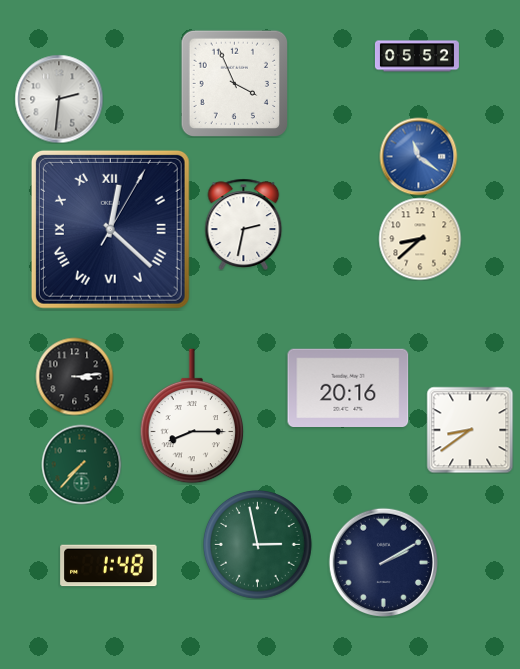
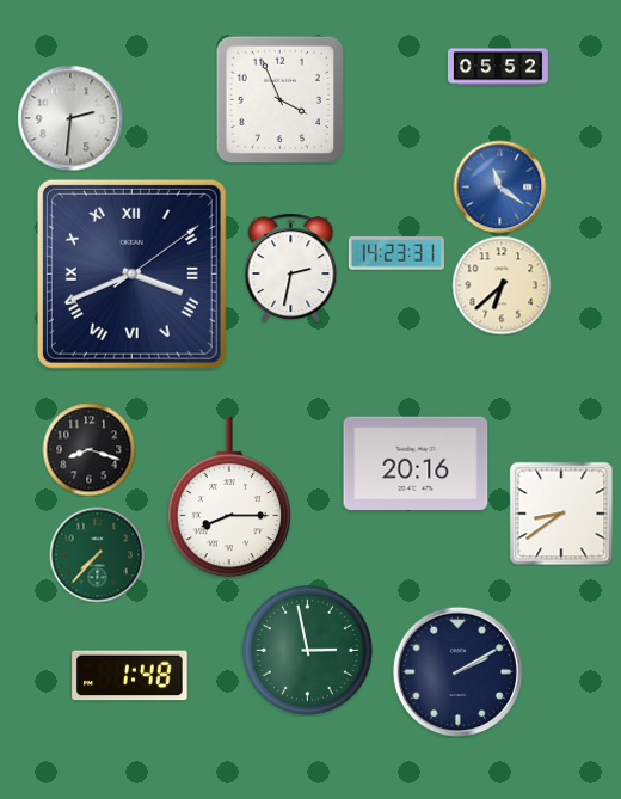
clock at (396, 253): none -> 14:23
clock at (110, 229): 12:22 -> 3:41
clock at (420, 239): 8:38 -> 6:38
clock at (74, 376): 3:14 -> 8:18
